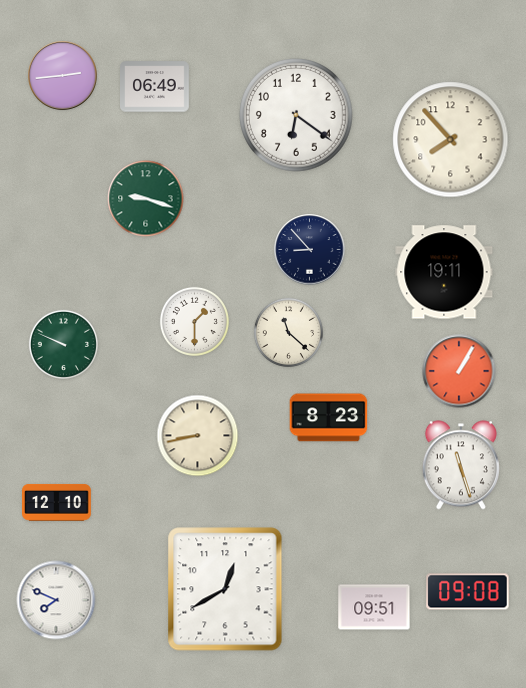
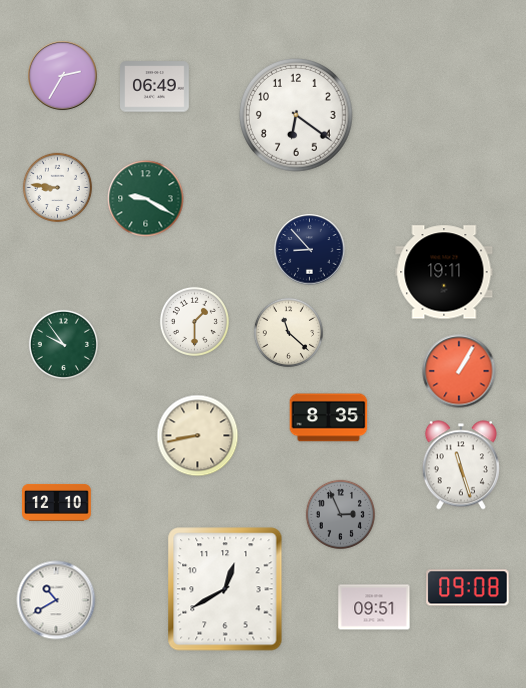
clock at (63, 76): 2:44 -> 2:35
clock at (451, 140): 7:53 -> none
clock at (57, 187): none -> 8:46
clock at (146, 199): 9:18 -> 9:20
clock at (63, 344): 9:49 -> 9:54
clock at (329, 418): 8:23 -> 8:35
clock at (340, 514): none -> 2:56
clock at (468, 592) position: (468, 592) -> (468, 588)
clock at (56, 600): 7:49 -> 10:40
